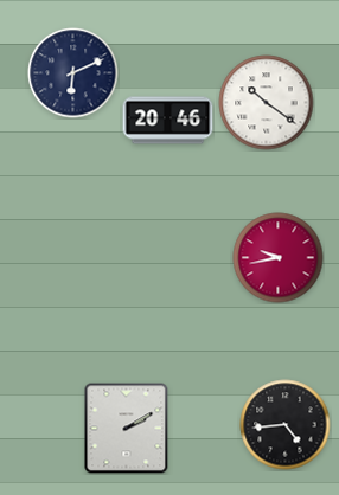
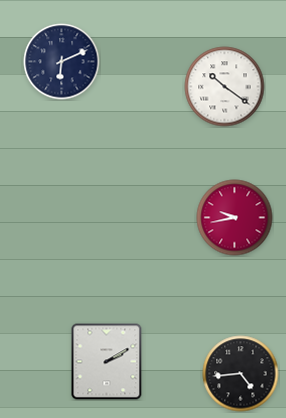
clock at (168, 121): 20:46 -> none
clock at (286, 425) position: (286, 425) -> (241, 374)
